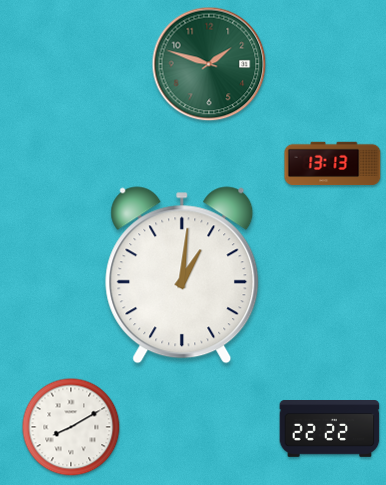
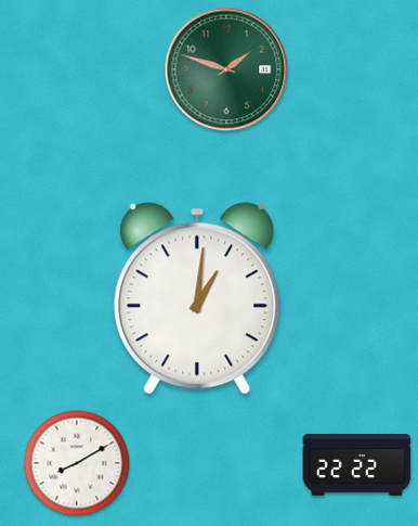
clock at (333, 164): 13:13 -> none
